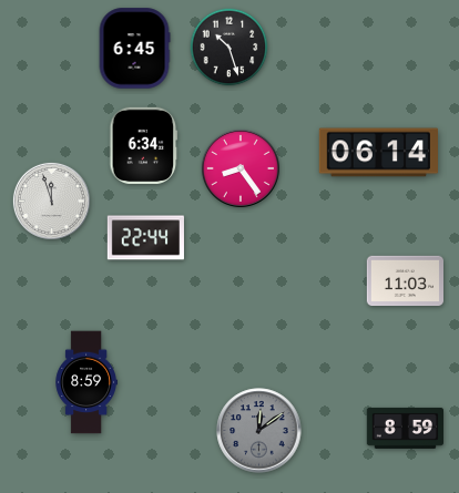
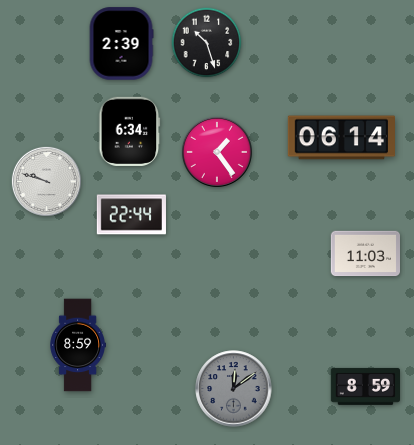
clock at (134, 49): 6:45 -> 2:39
clock at (241, 168): 8:24 -> 1:24
clock at (51, 201): 11:57 -> 9:48
